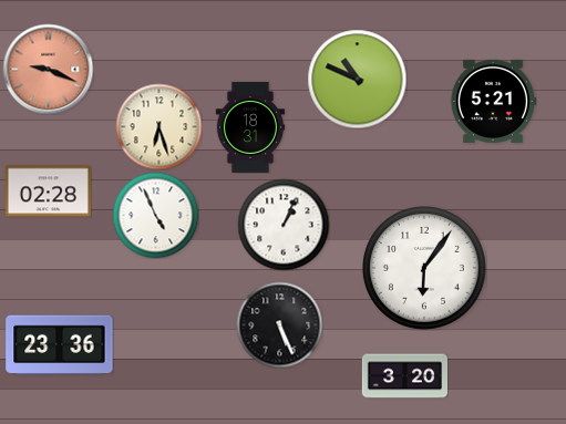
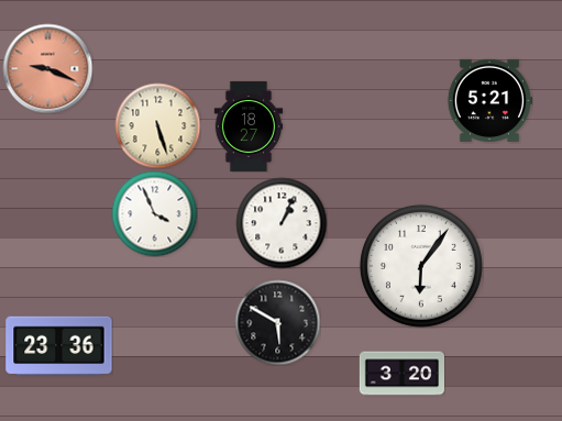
clock at (357, 79): 10:49 -> none
clock at (158, 126): 6:27 -> 5:27
clock at (250, 127): 18:31 -> 18:27
clock at (48, 192): 02:28 -> none
clock at (155, 215): 4:56 -> 3:56
clock at (279, 324): 5:26 -> 5:50
clock at (60, 345) position: (60, 345) -> (59, 346)
